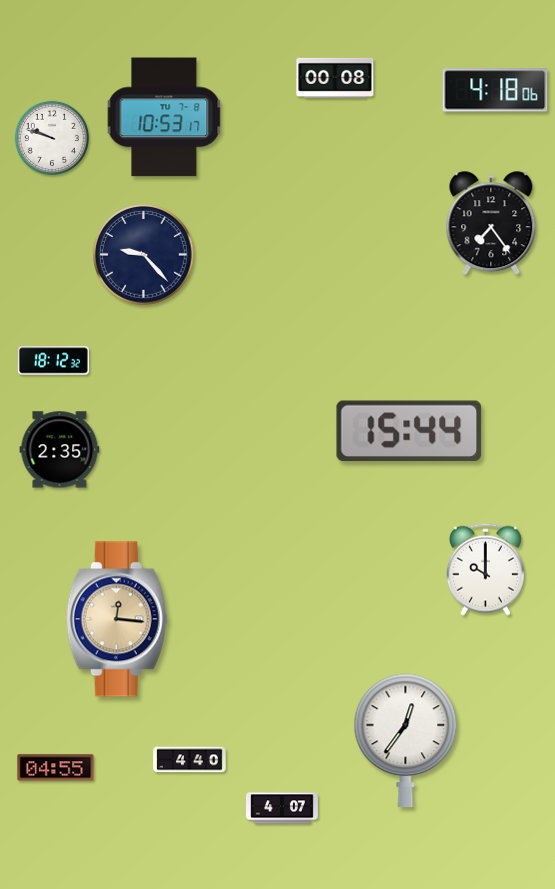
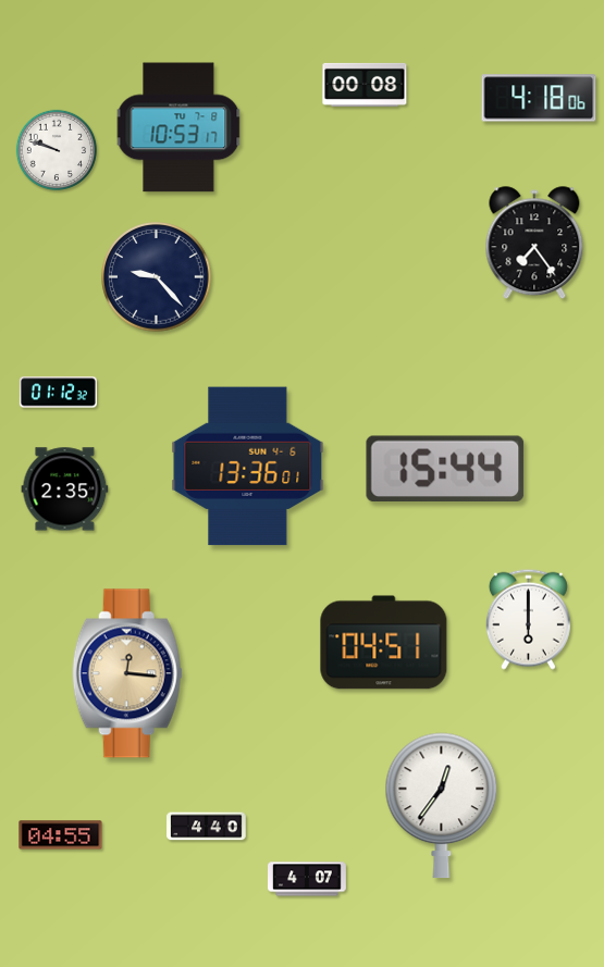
clock at (53, 361): 18:12 -> 01:12
clock at (248, 467): none -> 13:36
clock at (485, 569): 10:00 -> 6:00
clock at (384, 643): none -> 04:51
